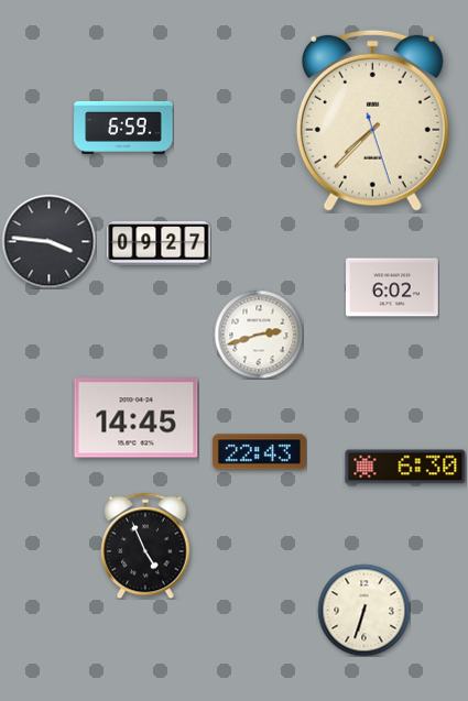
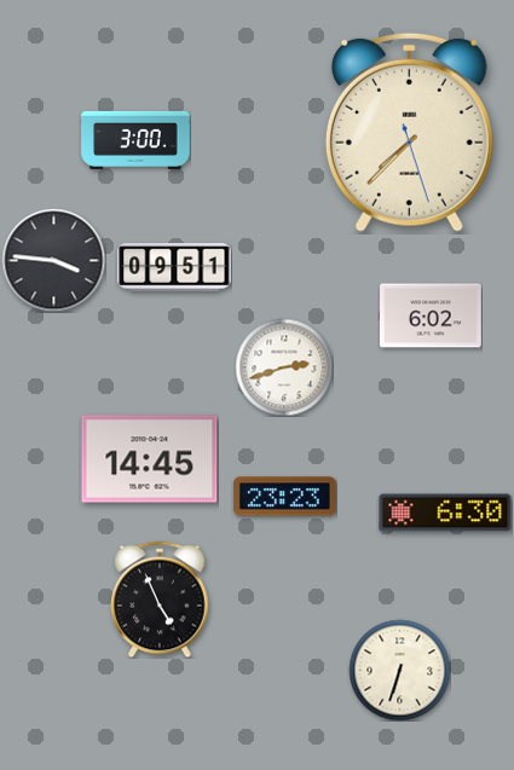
clock at (123, 128): 6:59 -> 3:00
clock at (48, 241) position: (48, 241) -> (53, 260)
clock at (159, 243): 09:27 -> 09:51
clock at (260, 452): 22:43 -> 23:23
